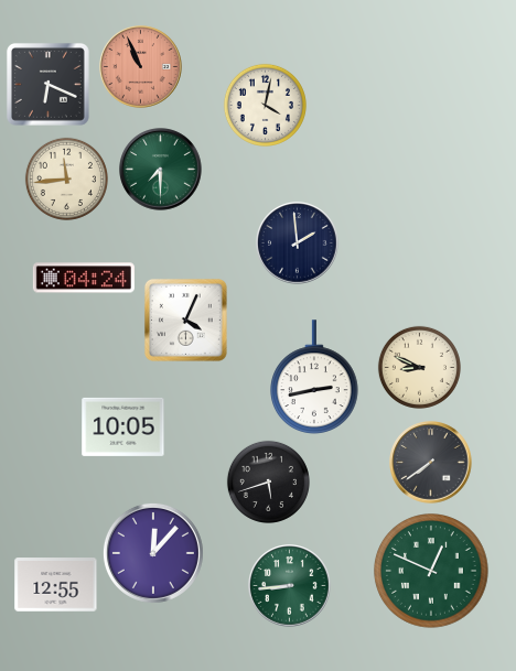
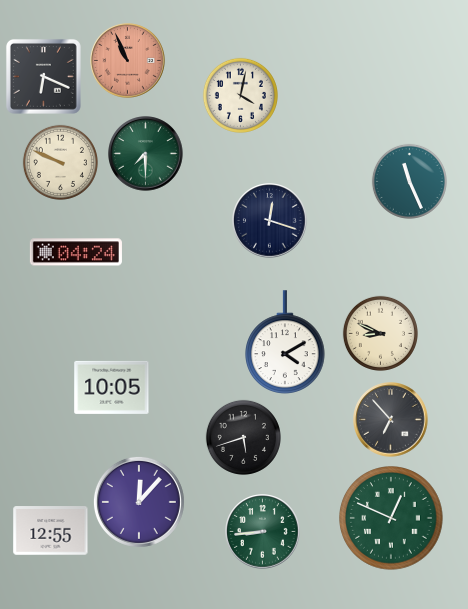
clock at (66, 178): 11:44 -> 9:49
clock at (409, 181): none -> 11:26
clock at (298, 243): 1:59 -> 12:18
clock at (185, 320): 4:04 -> none
clock at (315, 377): 2:43 -> 4:10
clock at (431, 463): 7:39 -> 6:53
